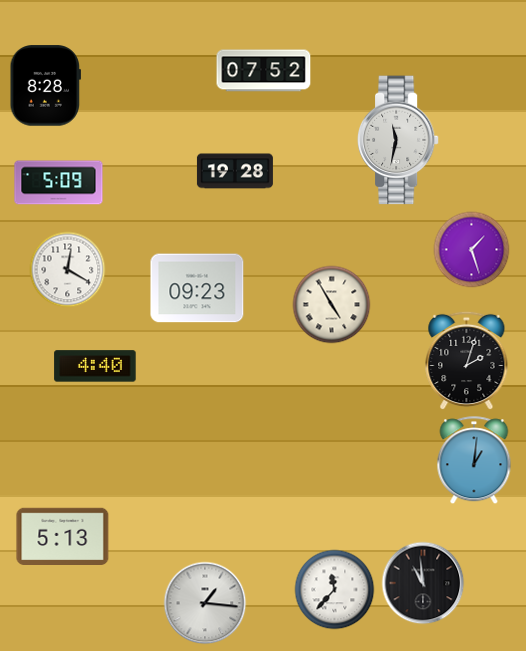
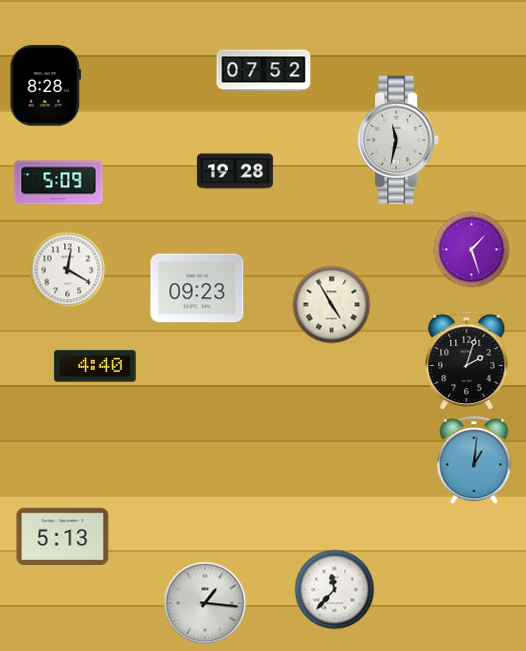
clock at (423, 583): 10:59 -> none
